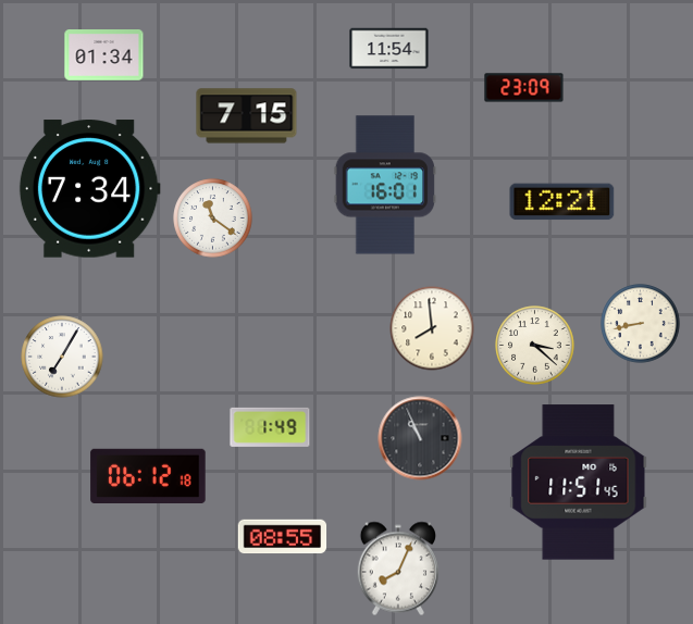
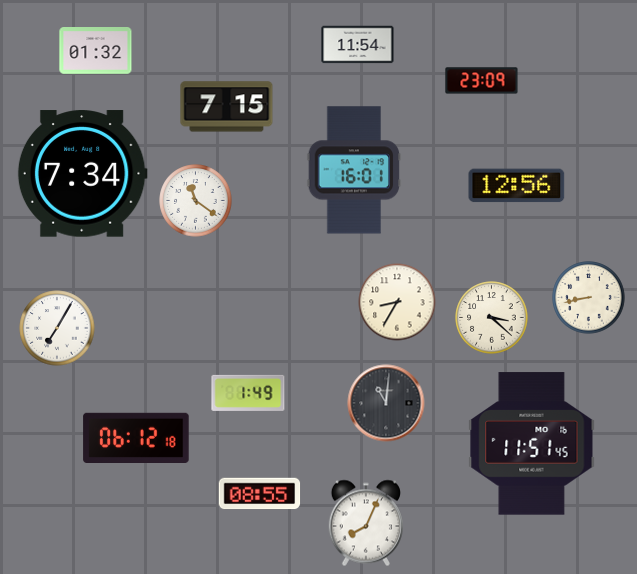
clock at (104, 55): 01:34 -> 01:32
clock at (562, 202): 12:21 -> 12:56
clock at (432, 328): 7:59 -> 8:35
clock at (420, 438): 10:56 -> 11:01
